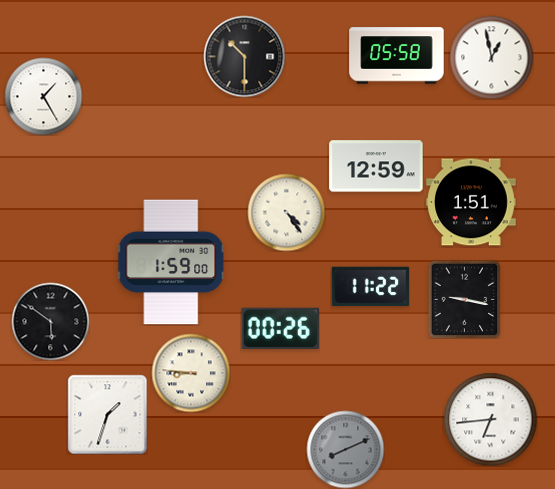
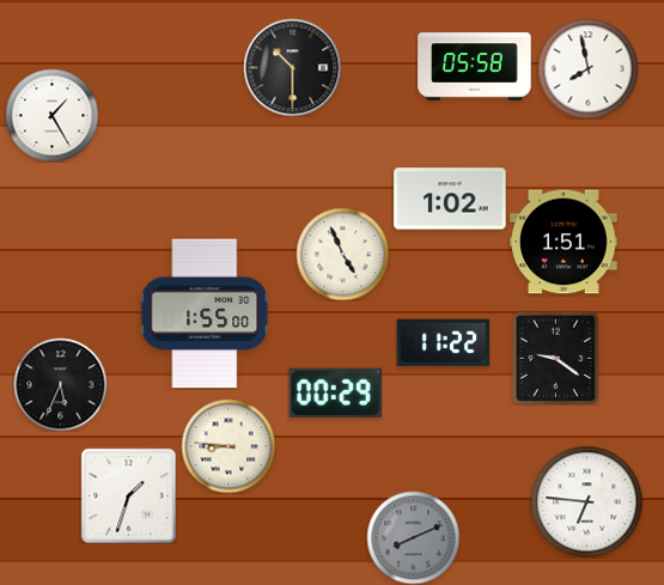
clock at (491, 57): 12:58 -> 7:58
clock at (376, 166): 12:59 -> 1:02
clock at (286, 212): 4:24 -> 4:56
clock at (172, 262): 1:59 -> 1:55
clock at (465, 299): 9:17 -> 9:21
clock at (50, 321): 5:51 -> 5:34
clock at (280, 328): 00:26 -> 00:29
clock at (490, 419): 6:44 -> 6:46
